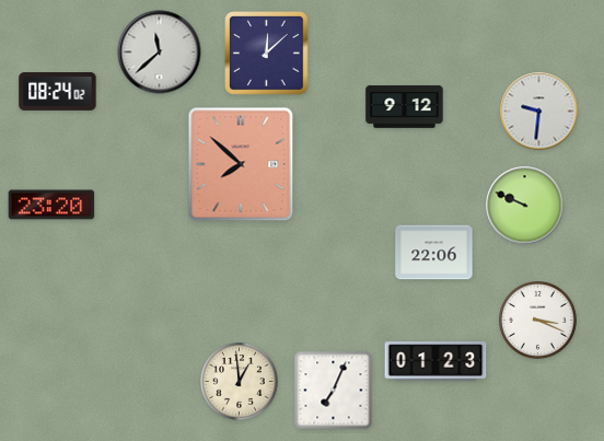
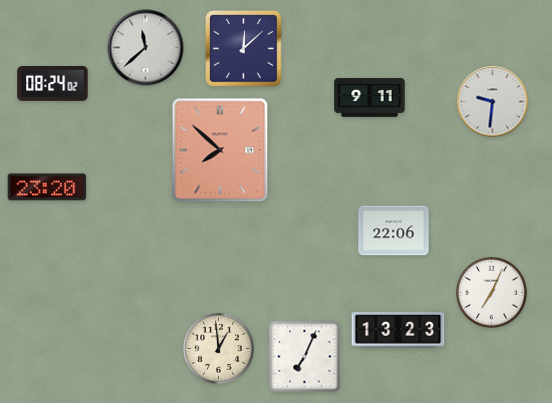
clock at (405, 107): 9:12 -> 9:11
clock at (525, 206): 9:49 -> none
clock at (434, 253) position: (434, 253) -> (394, 231)
clock at (538, 321): 3:19 -> 7:04
clock at (435, 361): 01:23 -> 13:23
